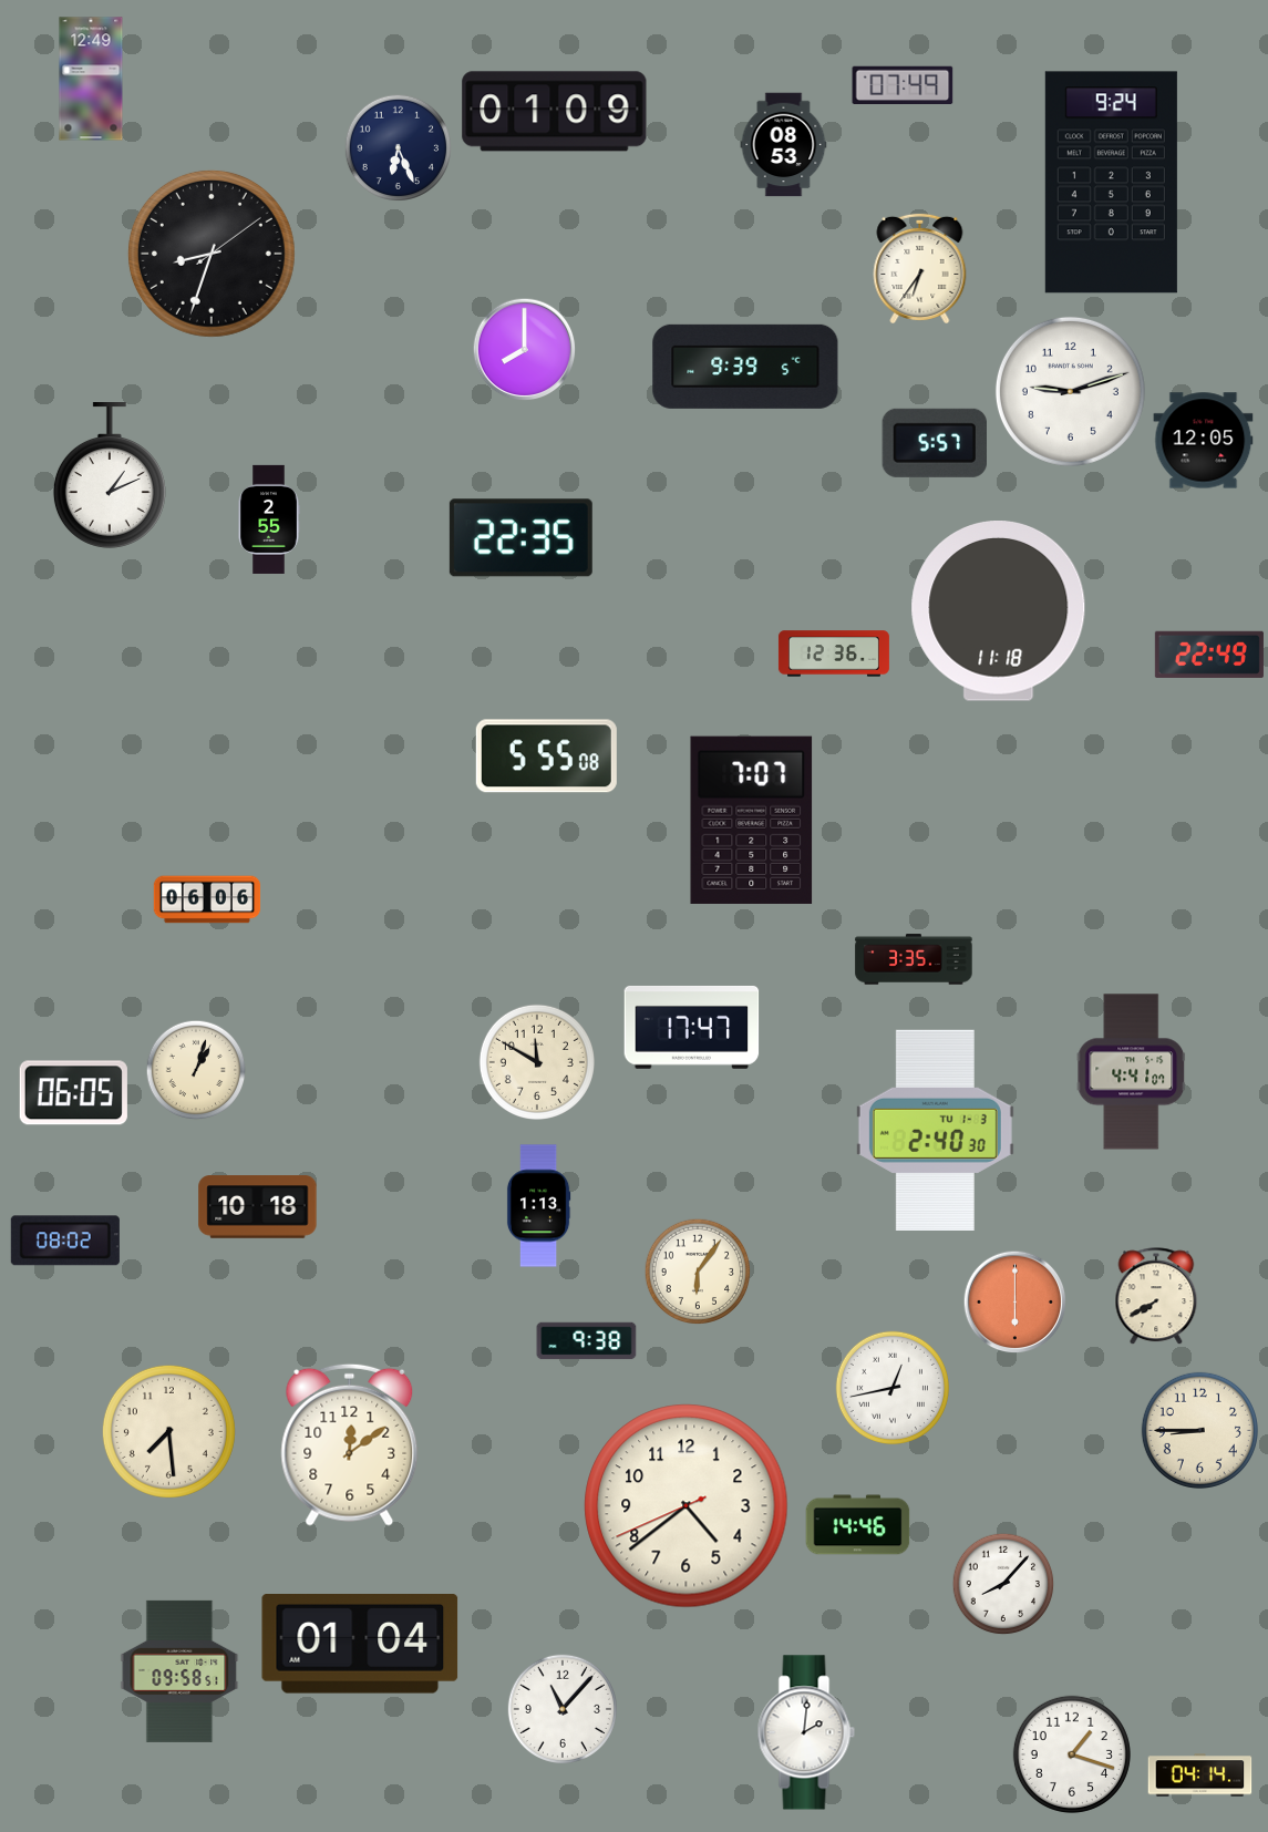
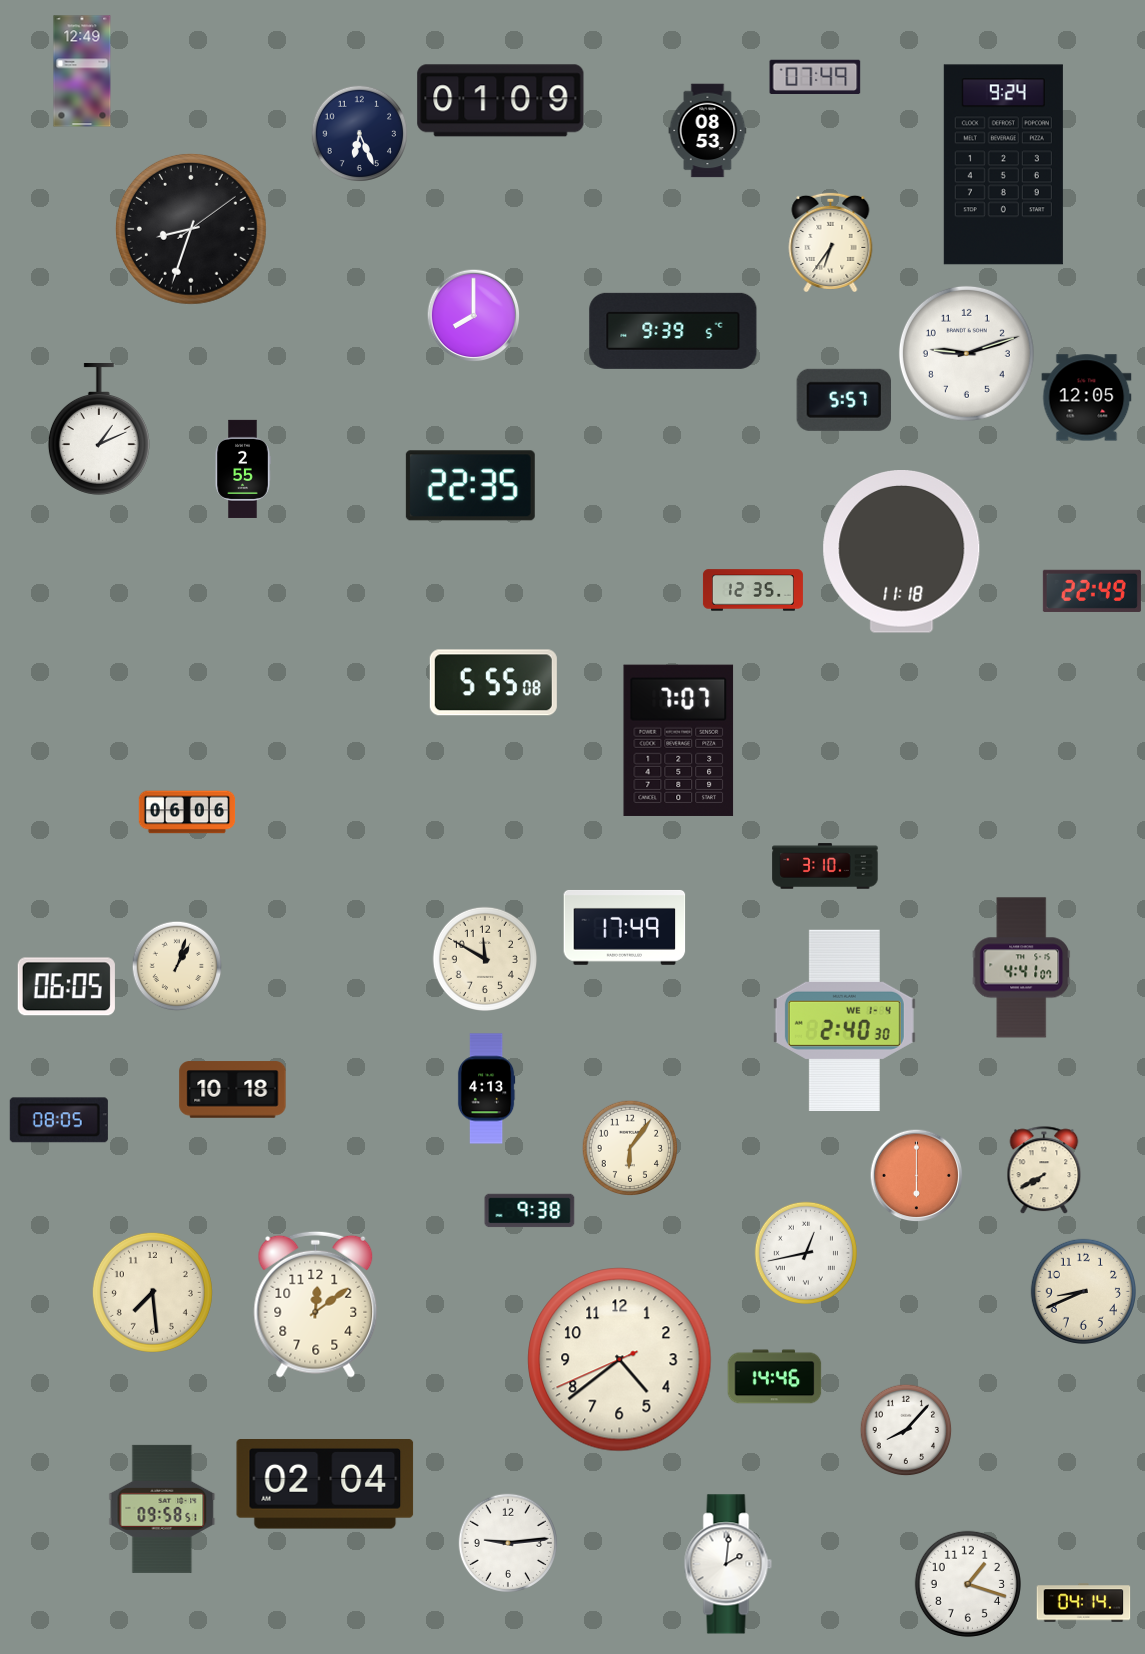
clock at (834, 653): 12:36 -> 12:35
clock at (914, 959): 3:35 -> 3:10
clock at (692, 1027): 17:47 -> 17:49
clock at (935, 1130) date: TU 1-3 -> WE 1-4
clock at (538, 1206): 1:13 -> 4:13
clock at (65, 1241): 08:02 -> 08:05
clock at (1199, 1430): 8:45 -> 8:41
clock at (360, 1645): 01:04 -> 02:04
clock at (561, 1708): 11:07 -> 9:14
